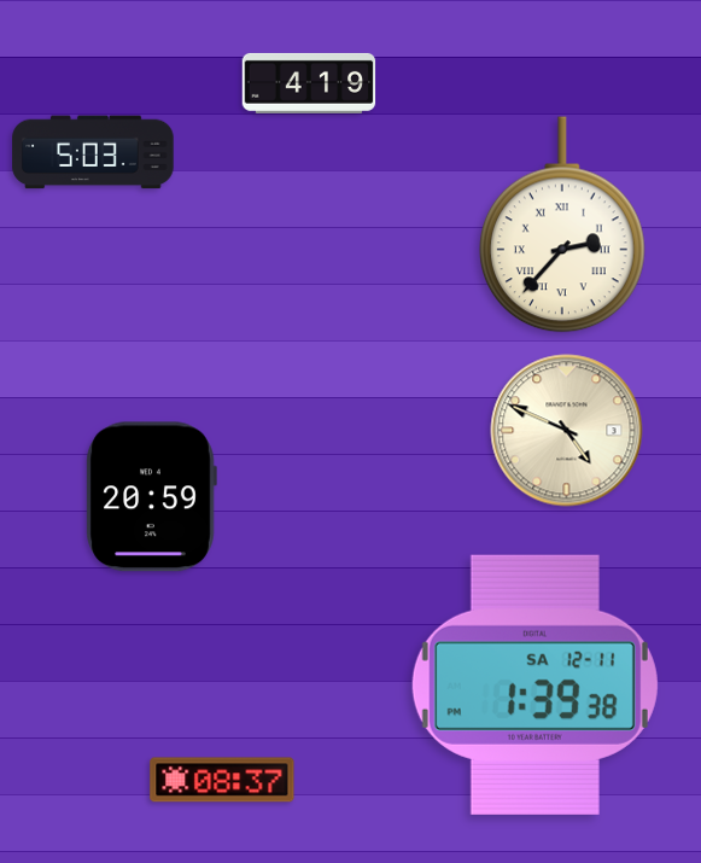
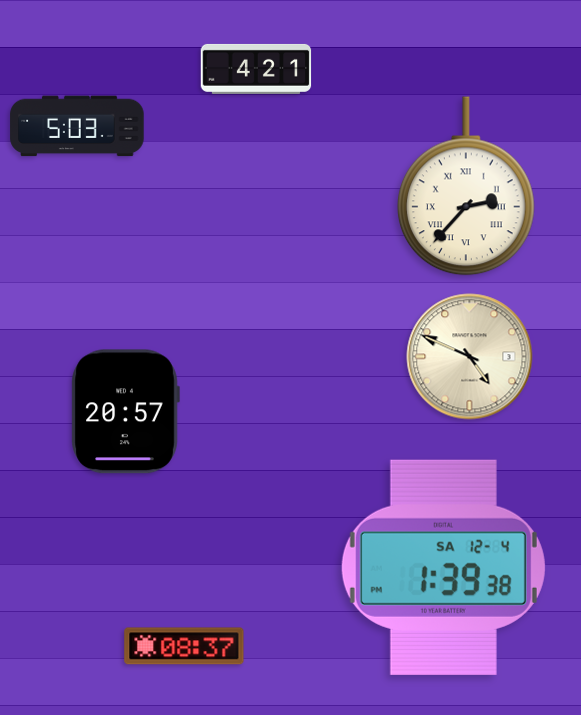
clock at (309, 83): 4:19 -> 4:21
clock at (151, 497): 20:59 -> 20:57
clock at (534, 684) date: SA 12-11 -> SA 12-4
